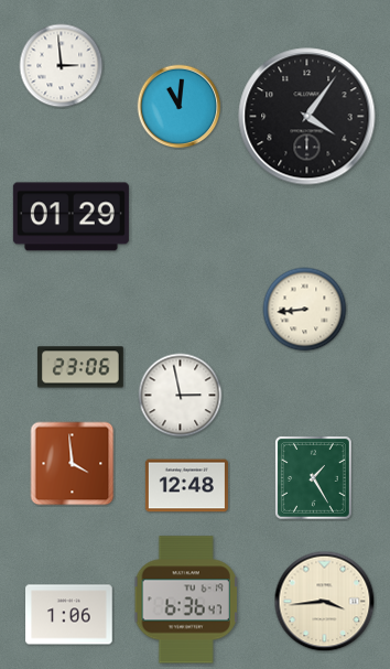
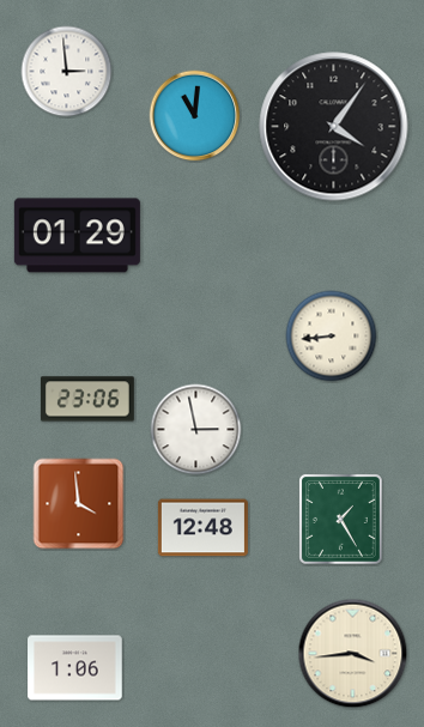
clock at (186, 600): 6:36 -> none
